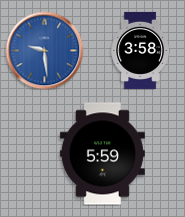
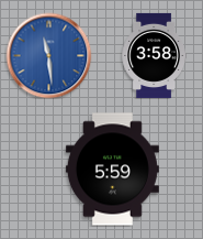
clock at (44, 50): 9:29 -> 11:29
